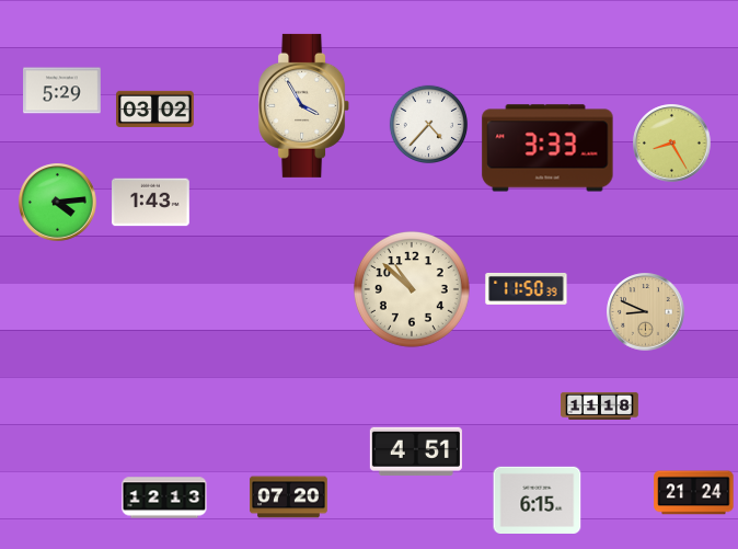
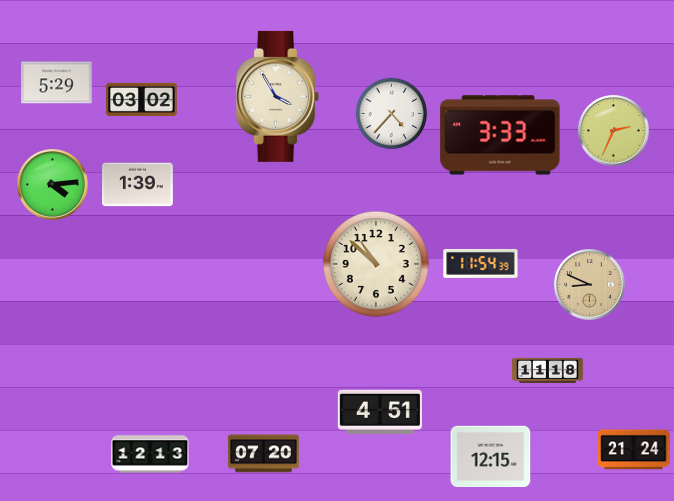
clock at (672, 144): 8:25 -> 2:34
clock at (151, 203): 1:43 -> 1:39
clock at (527, 288): 11:50 -> 11:54
clock at (538, 500): 6:15 -> 12:15
